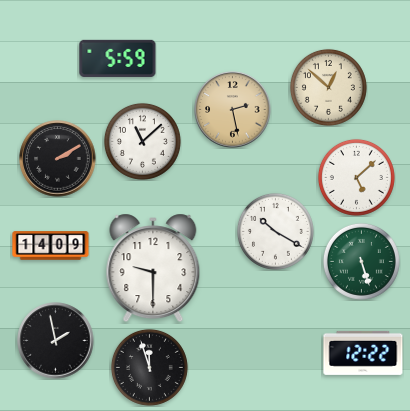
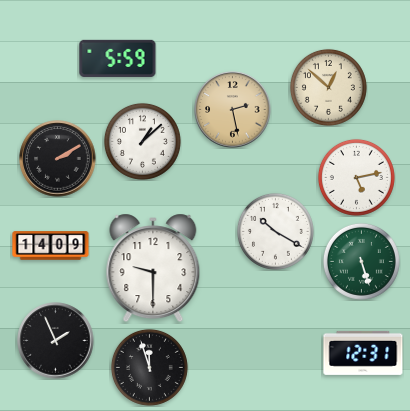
clock at (142, 141): 11:08 -> 1:08
clock at (356, 177): 5:08 -> 5:13
clock at (56, 341): 1:58 -> 1:56
clock at (363, 353): 12:22 -> 12:31
